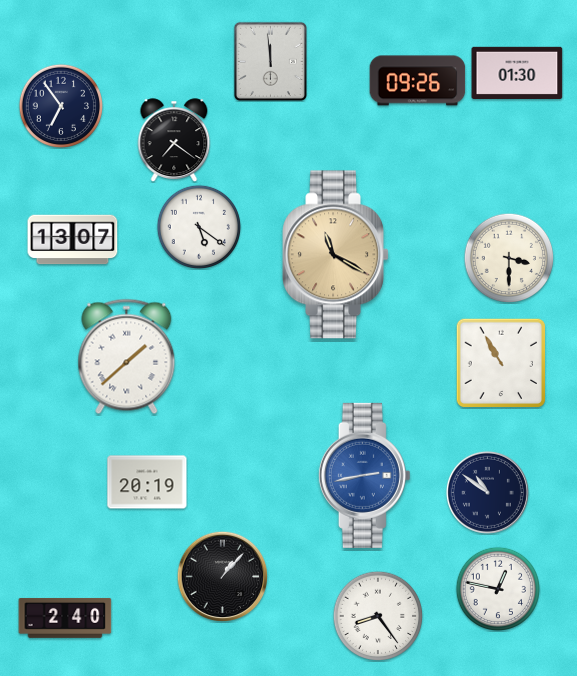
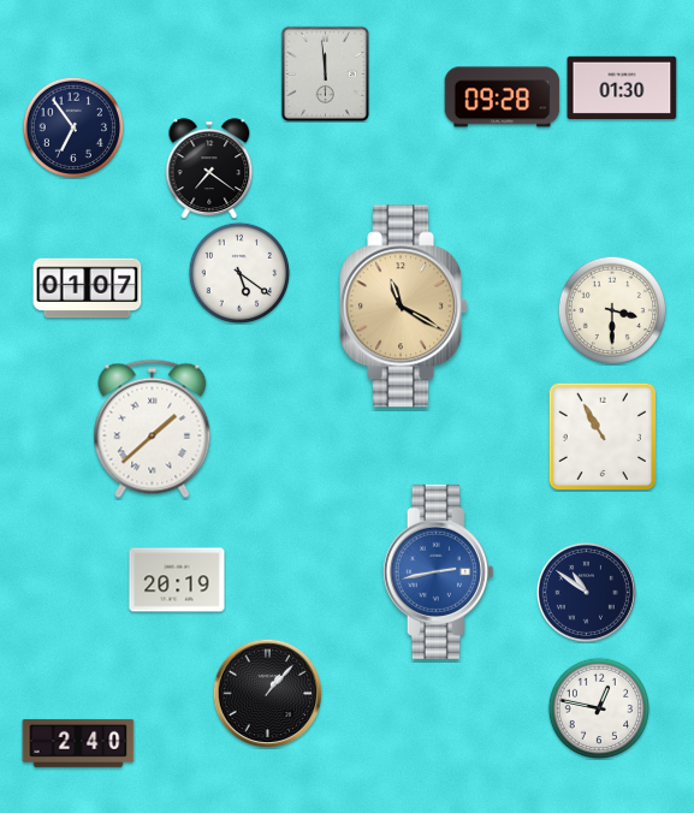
clock at (418, 81): 09:26 -> 09:28
clock at (73, 240): 13:07 -> 01:07
clock at (378, 616): 8:24 -> none
